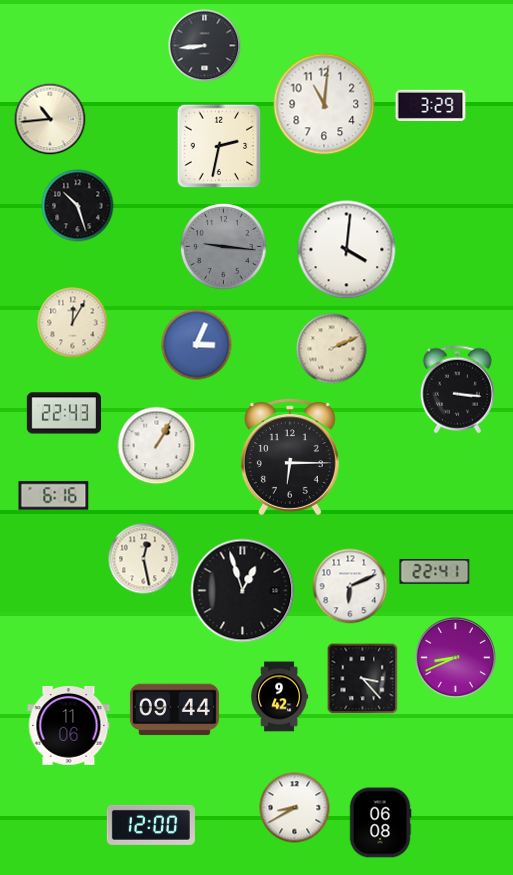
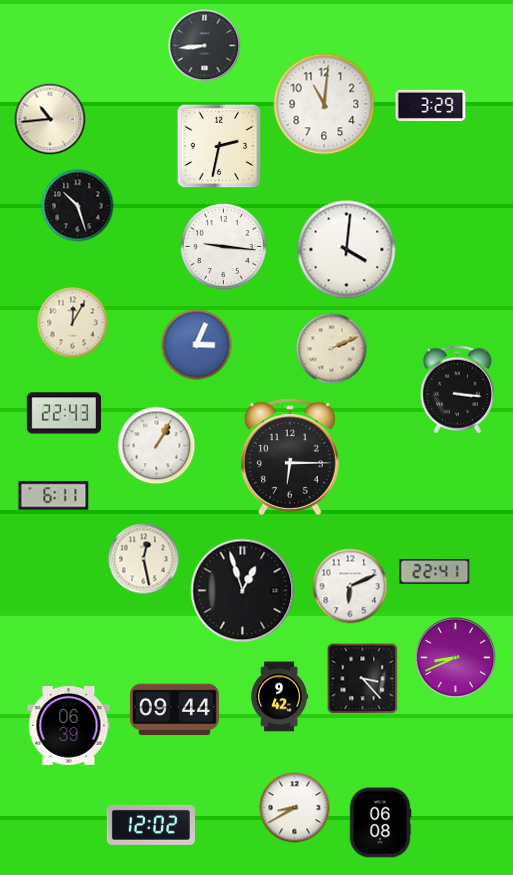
clock at (224, 247) dial: grey -> white
clock at (54, 496): 6:16 -> 6:11
clock at (69, 726): 11:06 -> 06:39
clock at (151, 825): 12:00 -> 12:02
